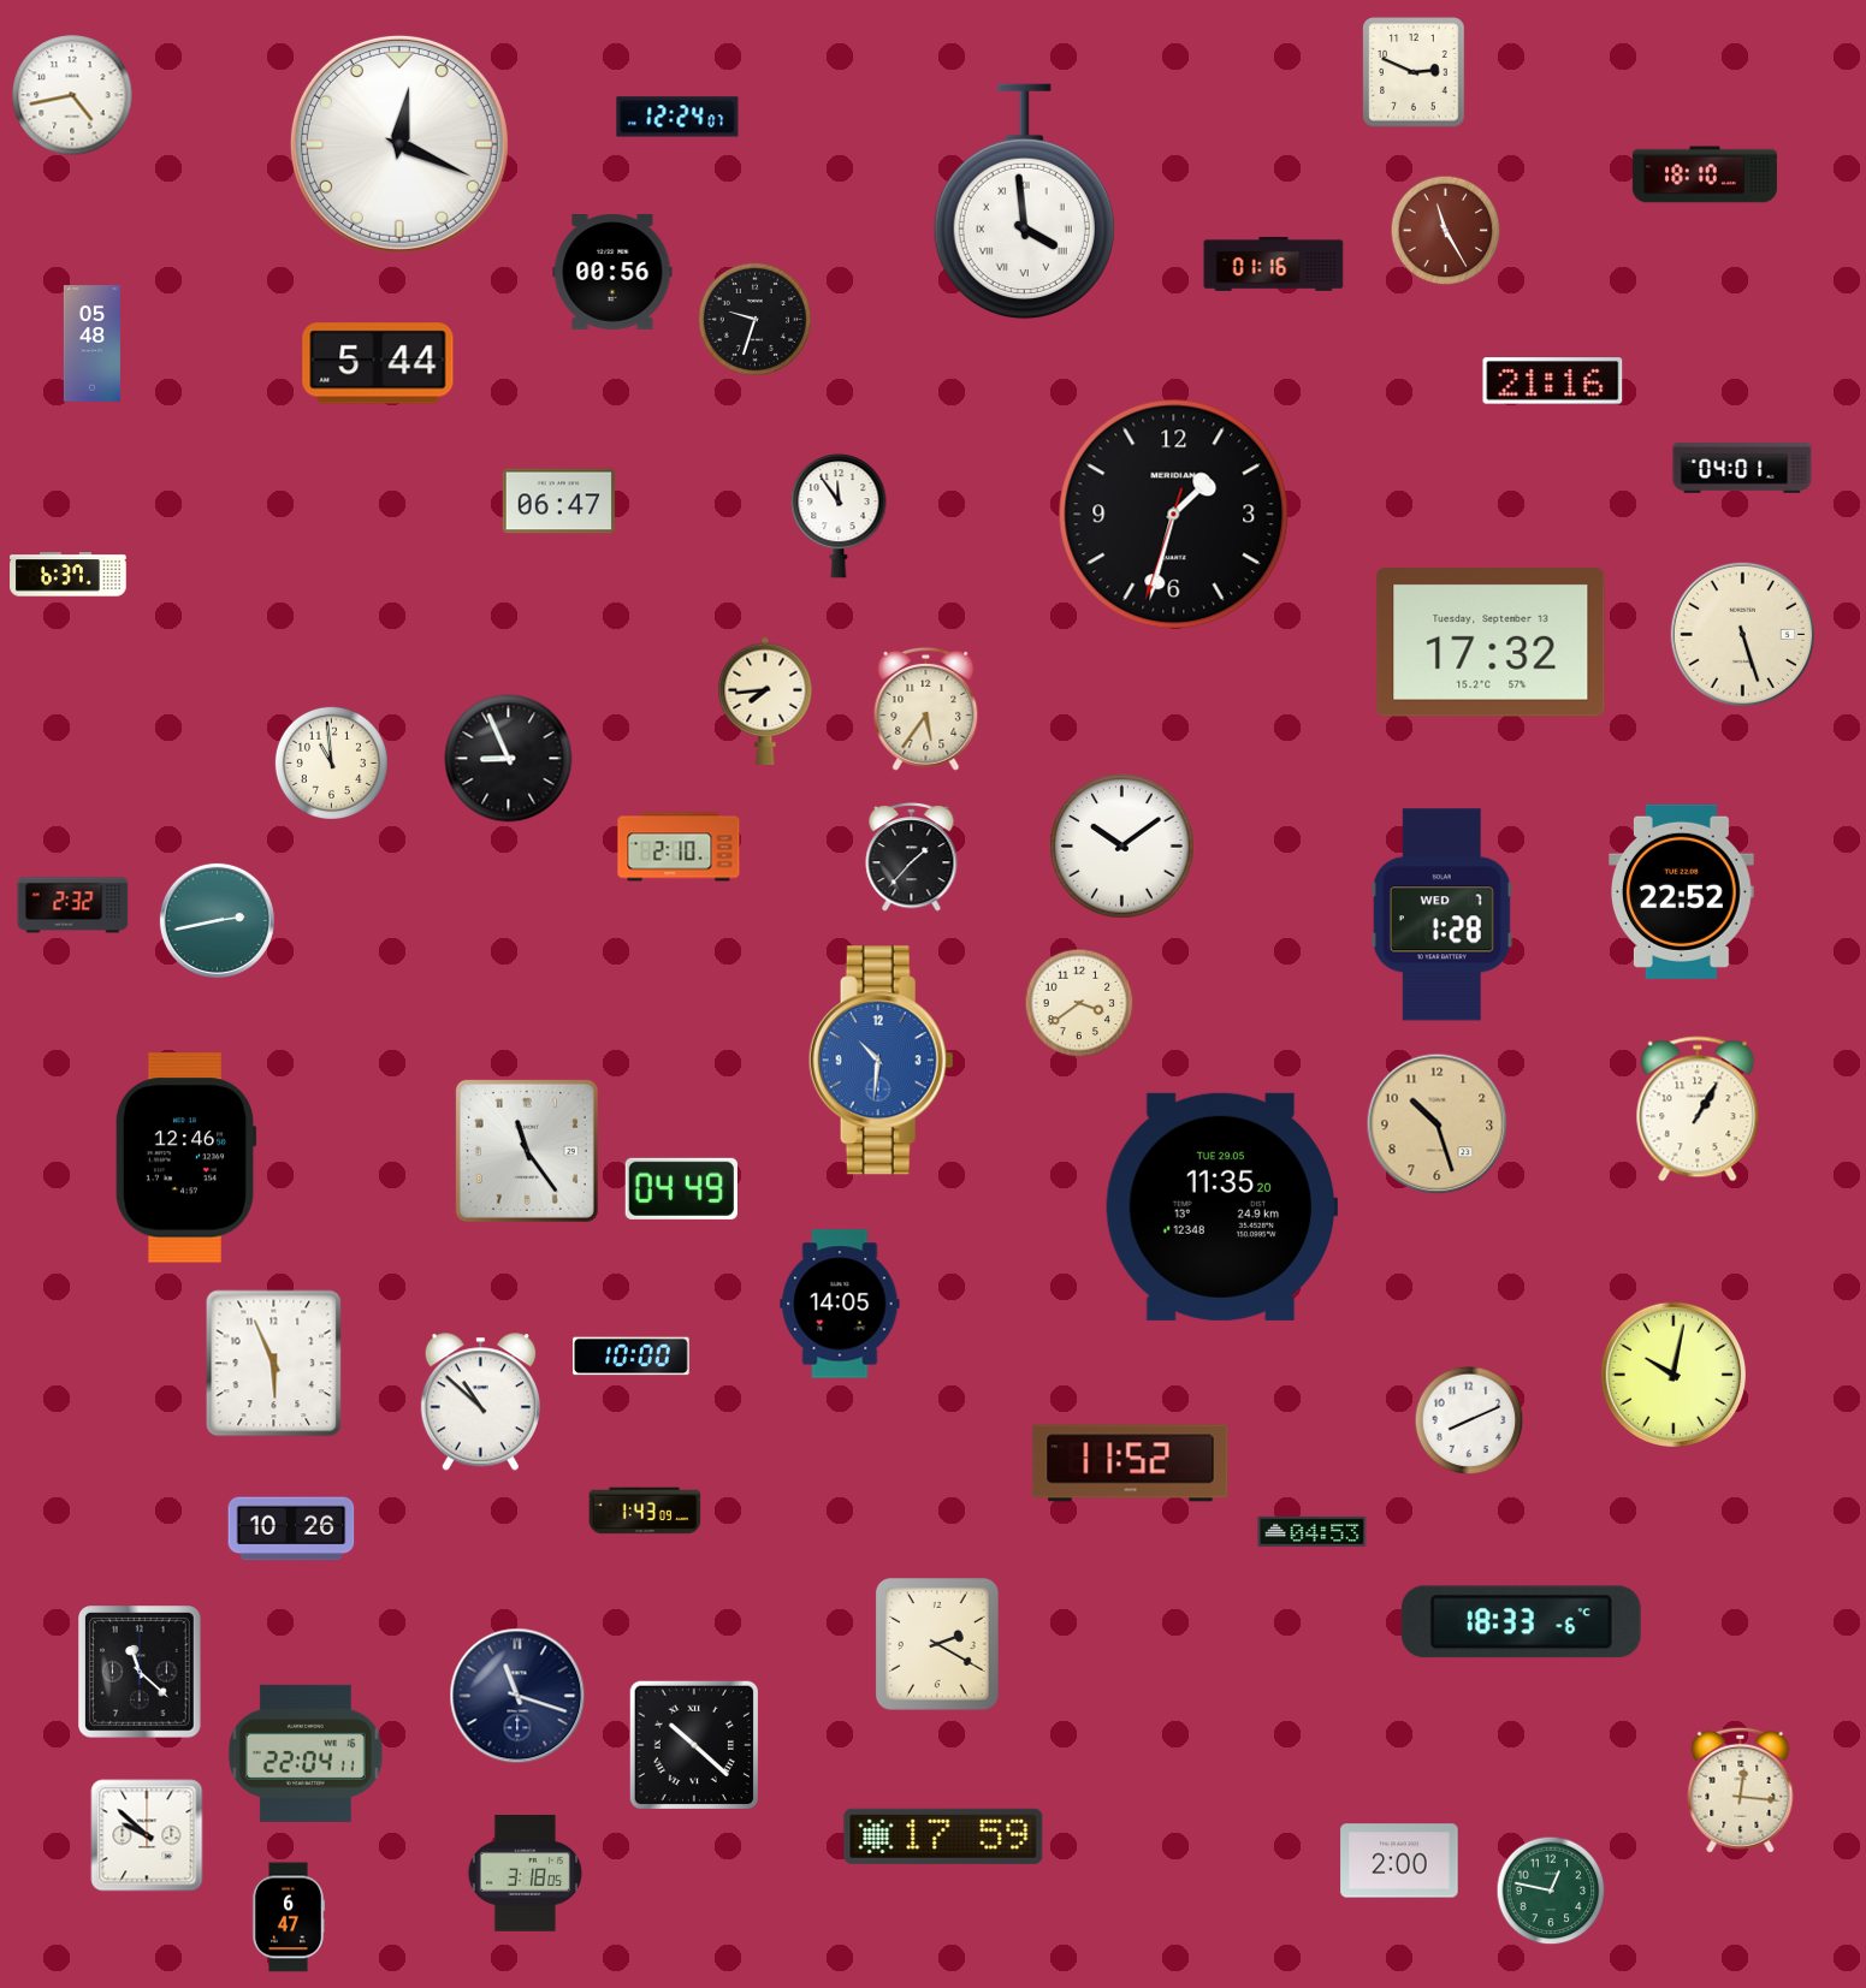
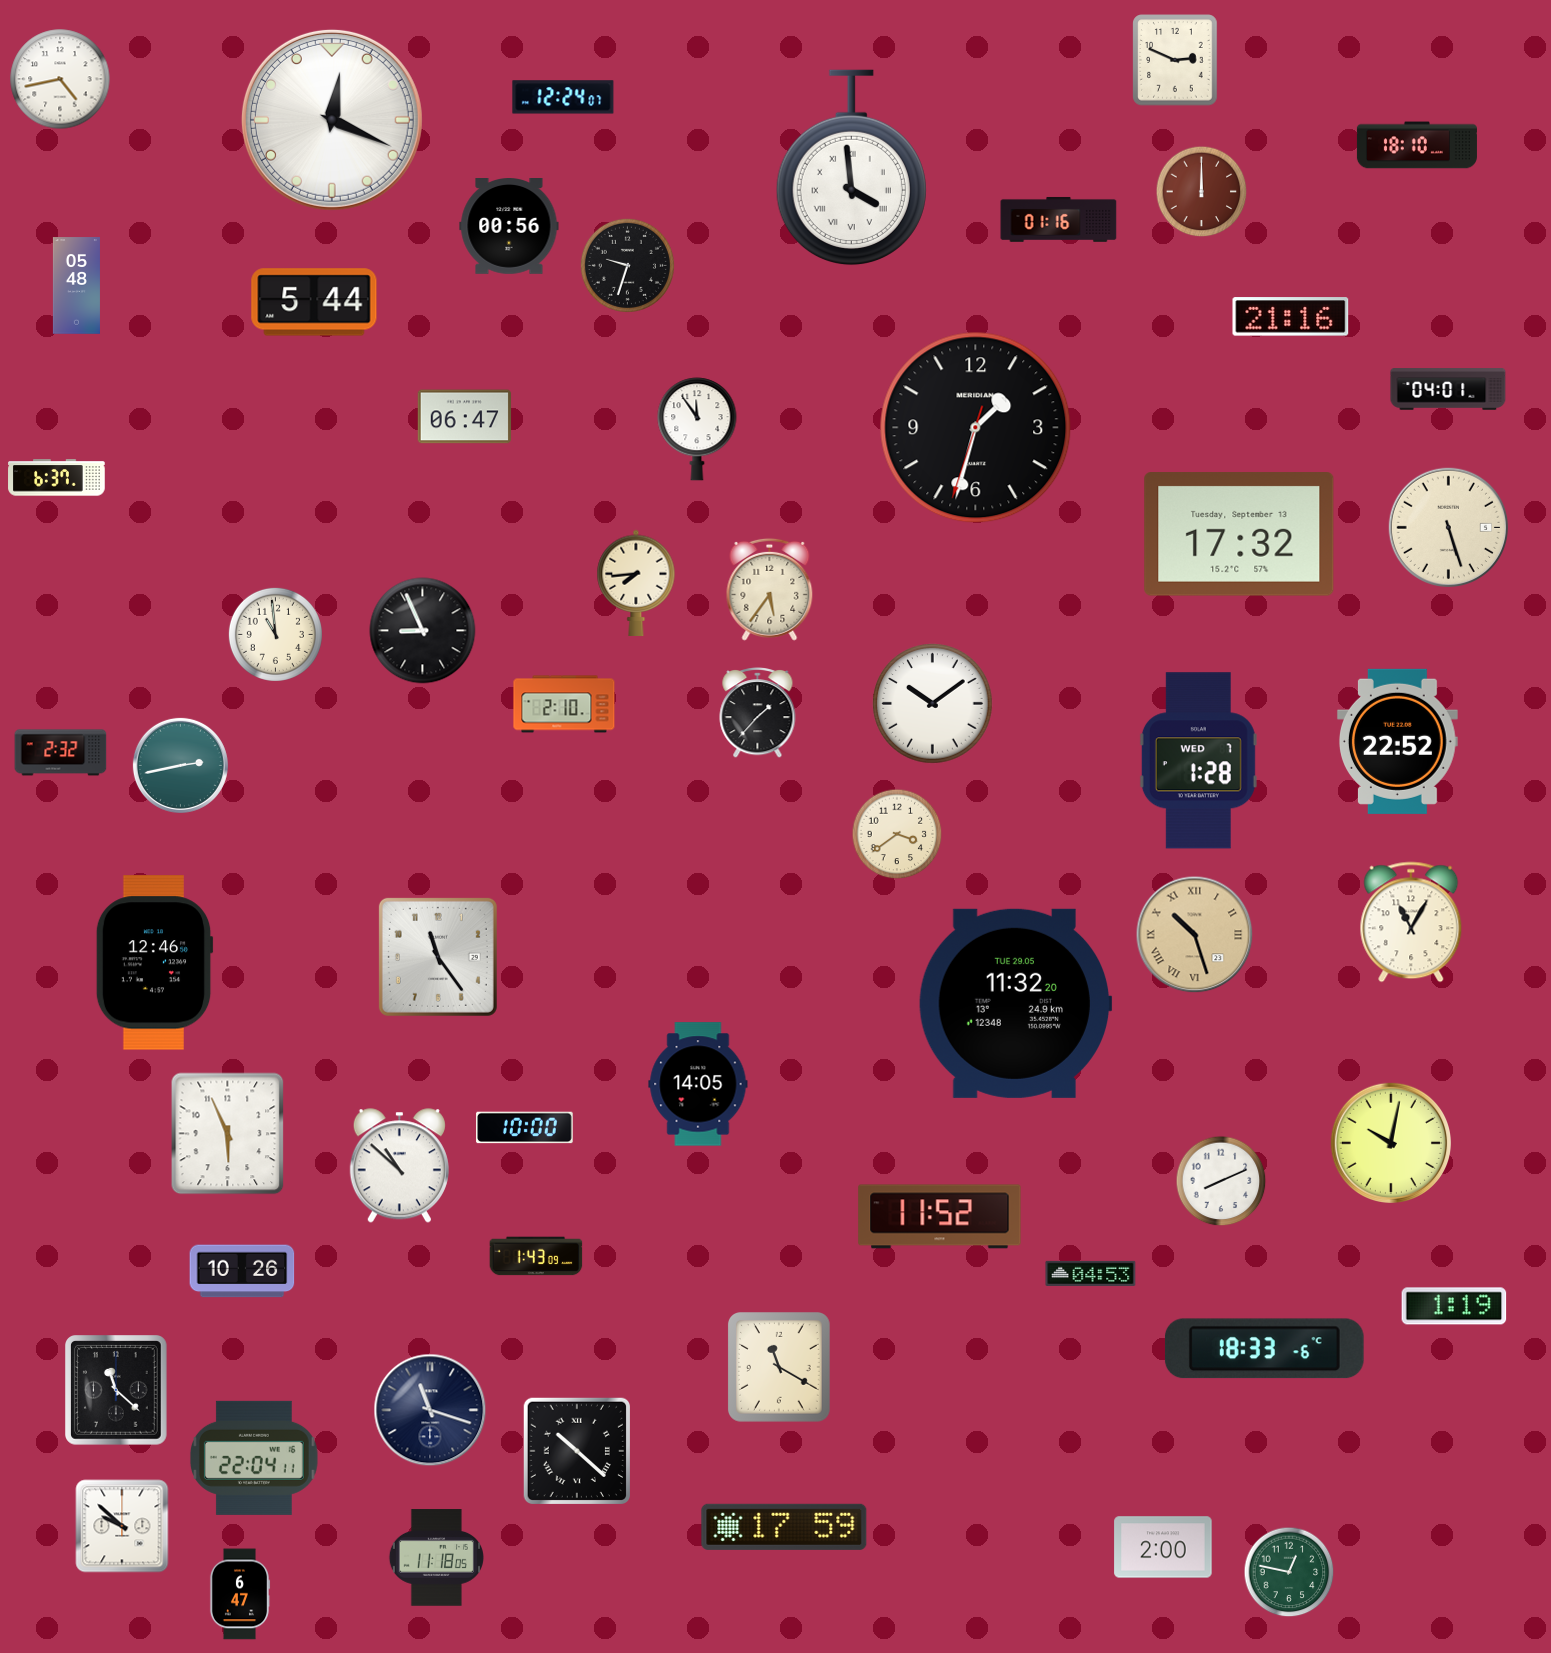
clock at (1446, 231): 11:25 -> 12:00
clock at (881, 1061): 10:31 -> none
clock at (1698, 1109): 1:05 -> 11:05
clock at (1438, 1124) numerals: Arabic -> Roman
clock at (681, 1188): 04:49 -> none
clock at (1222, 1206): 11:35 -> 11:32
clock at (1454, 1306): none -> 1:19
clock at (937, 1645): 2:20 -> 11:20
clock at (1741, 1790): 12:16 -> none
clock at (525, 1874): 3:18 -> 11:18
